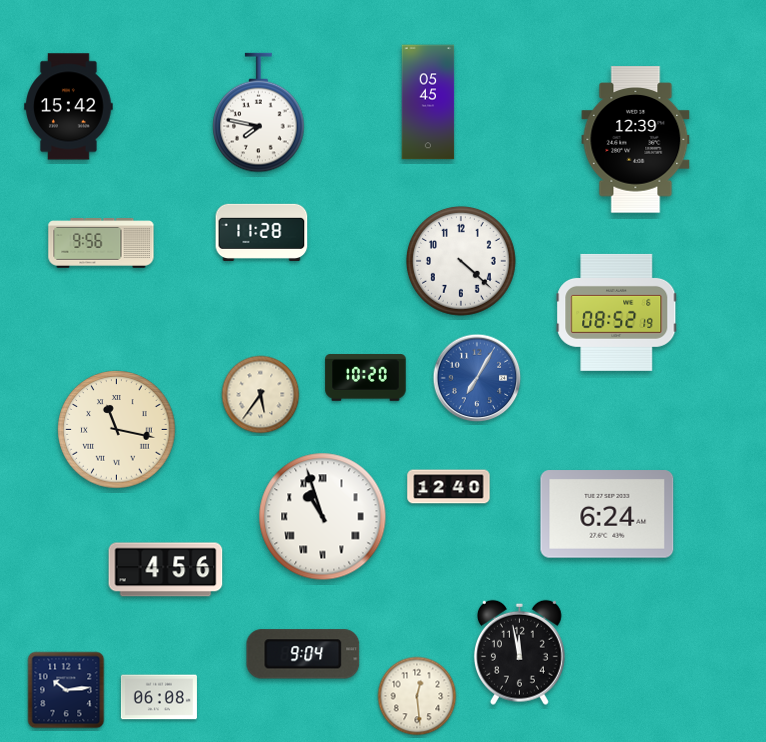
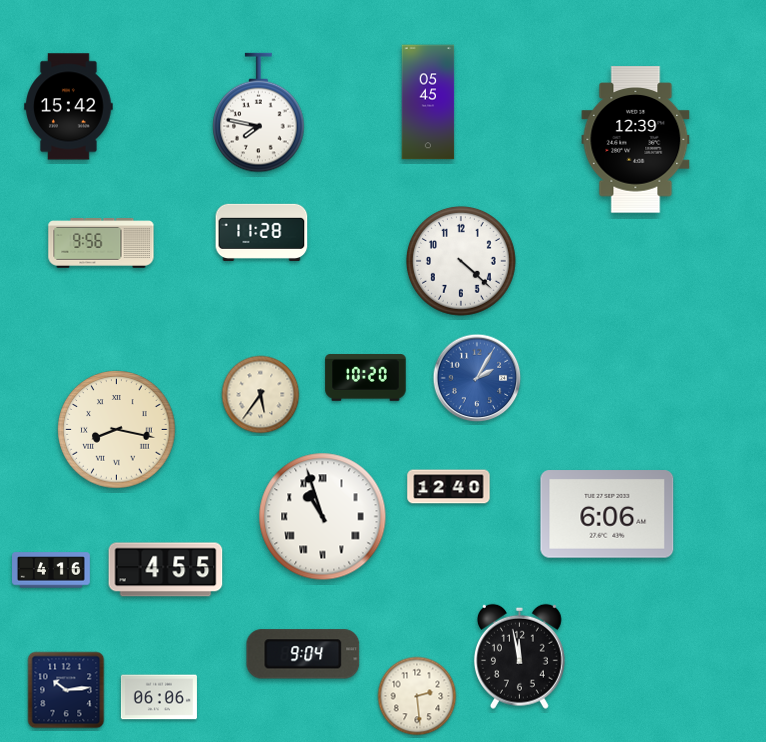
clock at (617, 312): 08:52 -> none
clock at (477, 378): 7:05 -> 2:05
clock at (117, 430): 11:17 -> 8:17
clock at (607, 514): 6:24 -> 6:06
clock at (52, 570): none -> 4:16
clock at (166, 570): 4:56 -> 4:55
clock at (519, 652) position: (519, 652) -> (519, 656)
clock at (417, 696): 12:29 -> 2:29
clock at (159, 697): 06:08 -> 06:06
